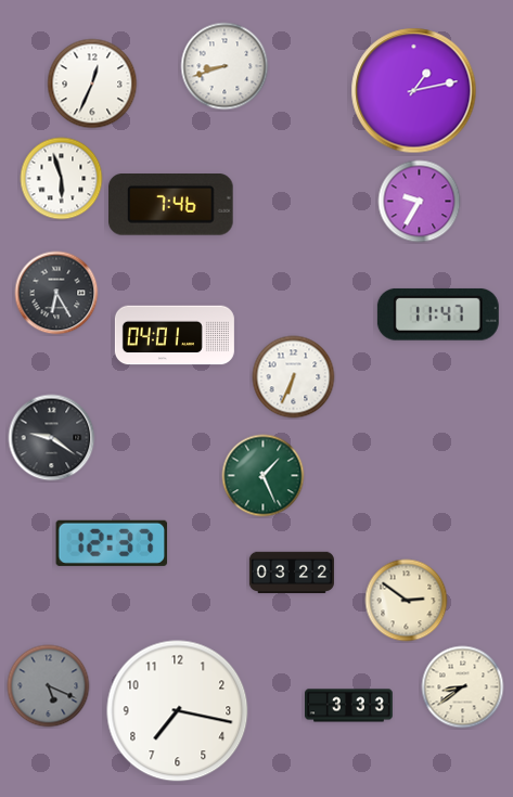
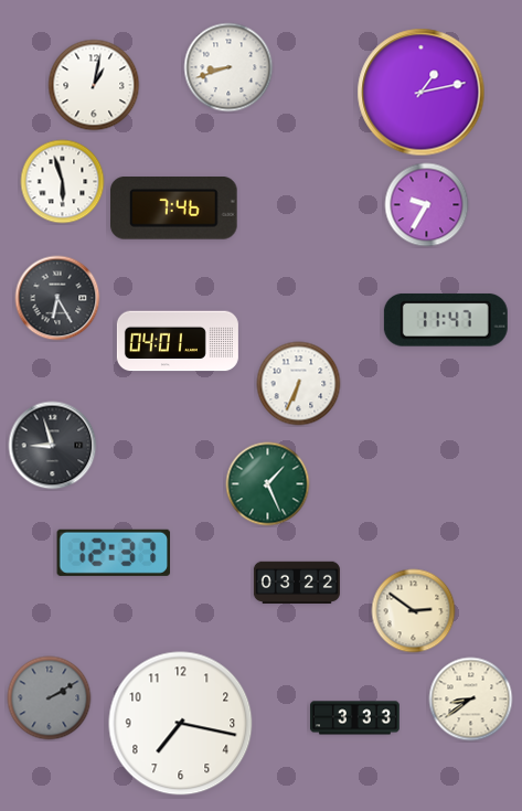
clock at (92, 83): 12:34 -> 1:02
clock at (52, 438): 9:21 -> 8:57
clock at (49, 686): 5:19 -> 2:10
